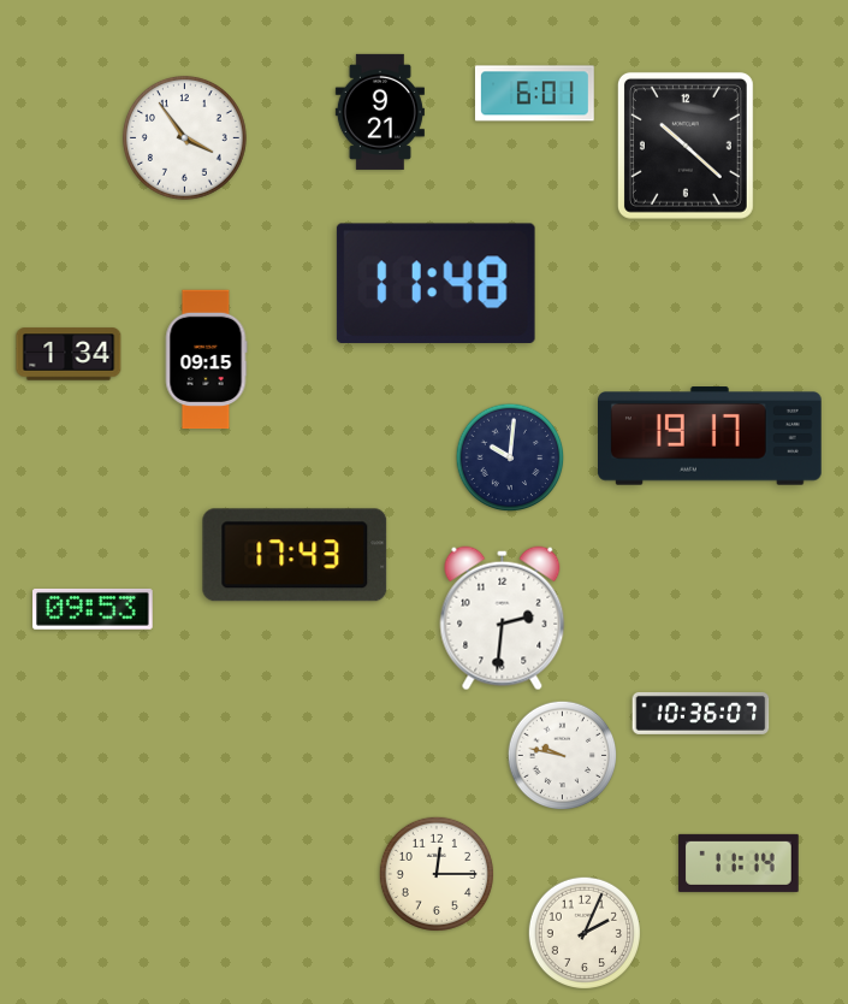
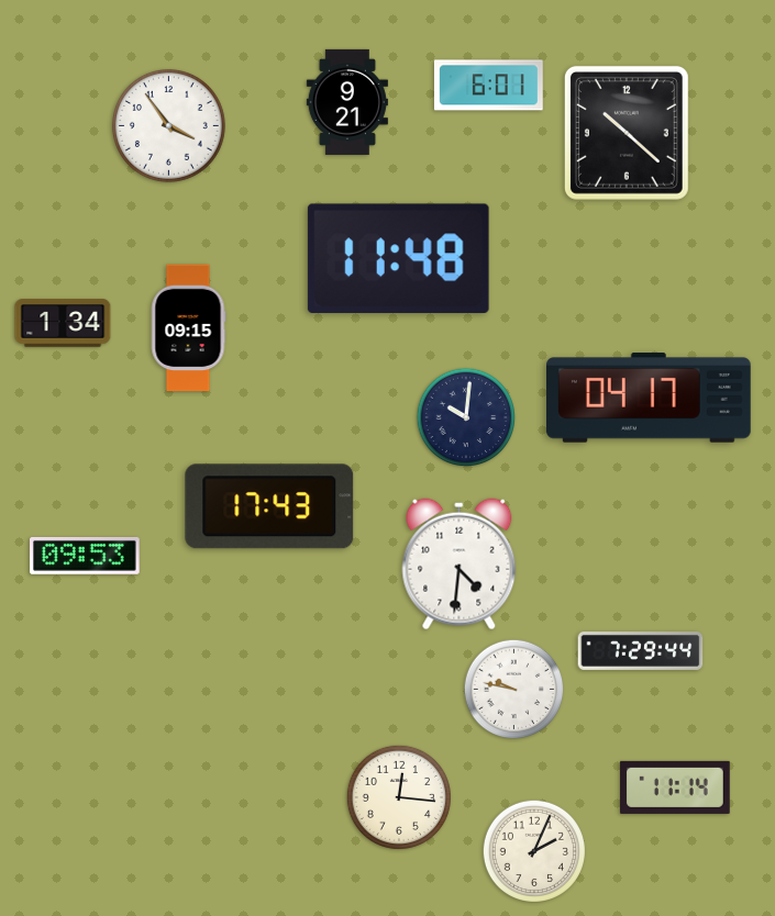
clock at (711, 436): 19:17 -> 04:17
clock at (503, 619): 2:31 -> 4:31
clock at (701, 713): 10:36 -> 7:29
clock at (437, 874): 12:15 -> 12:16
